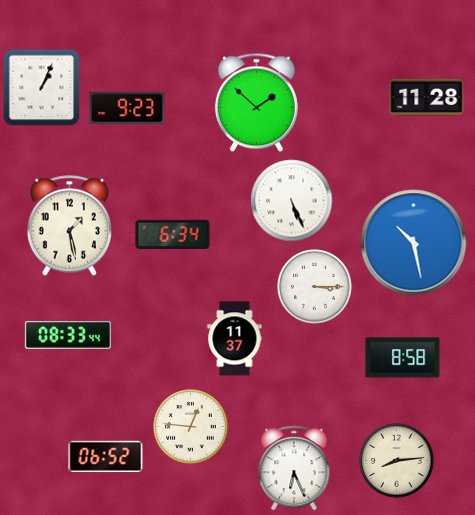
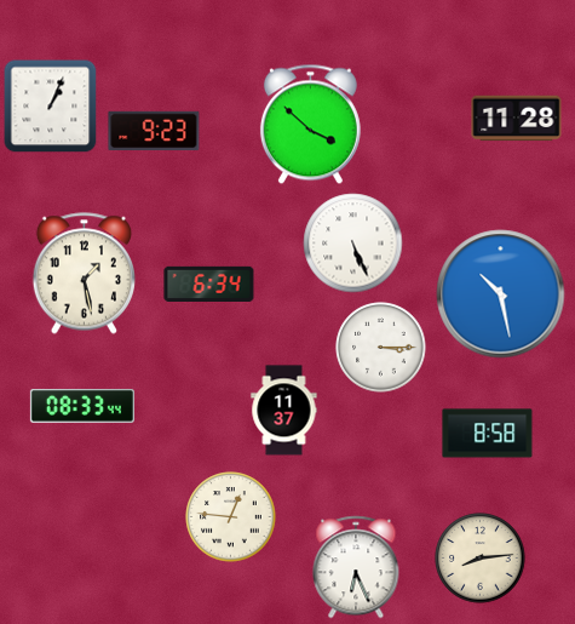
clock at (256, 103): 1:52 -> 3:52
clock at (106, 457): 06:52 -> none
